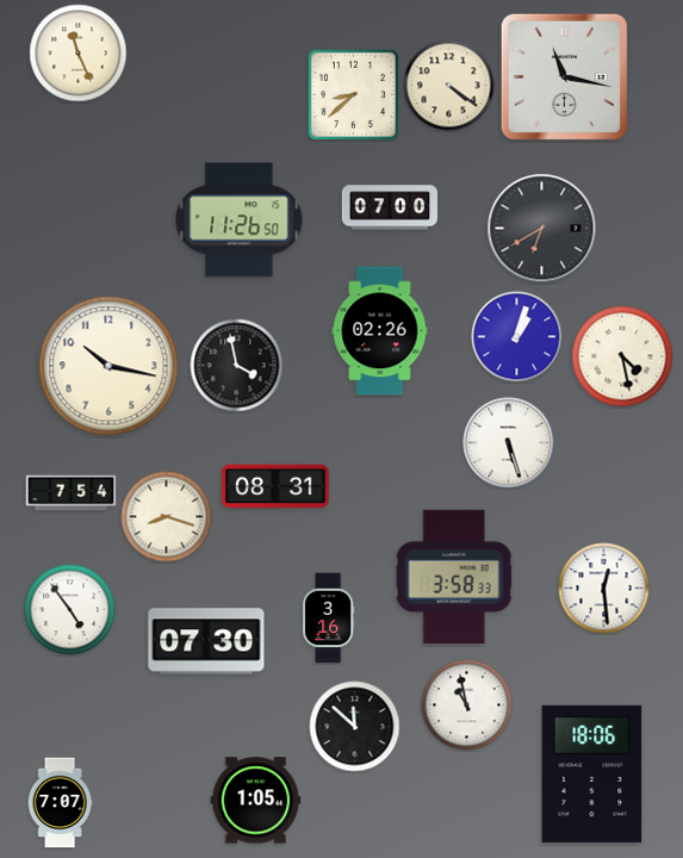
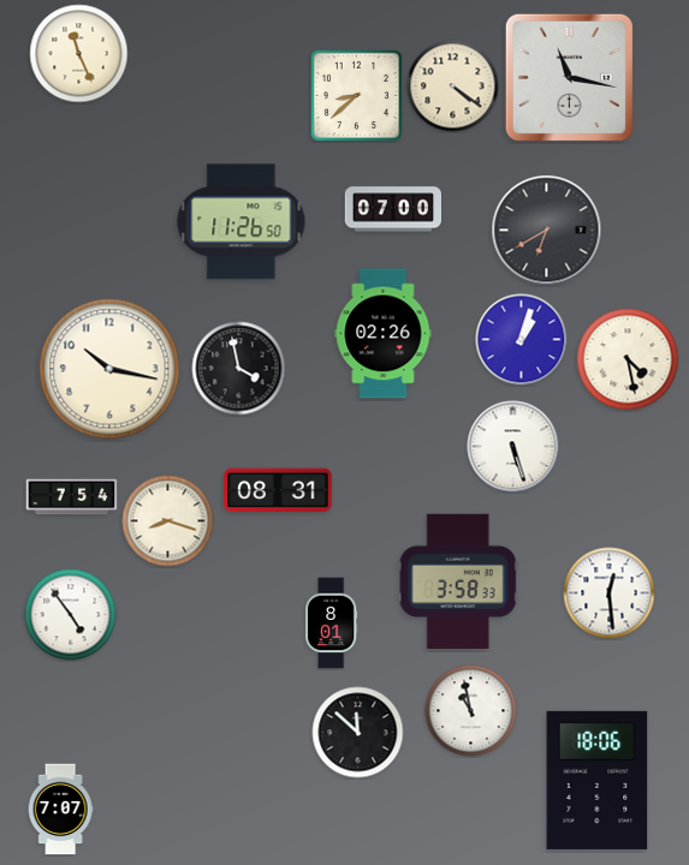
clock at (329, 618): 3:16 -> 8:01
clock at (206, 641): 07:30 -> none
clock at (256, 801): 1:05 -> none
